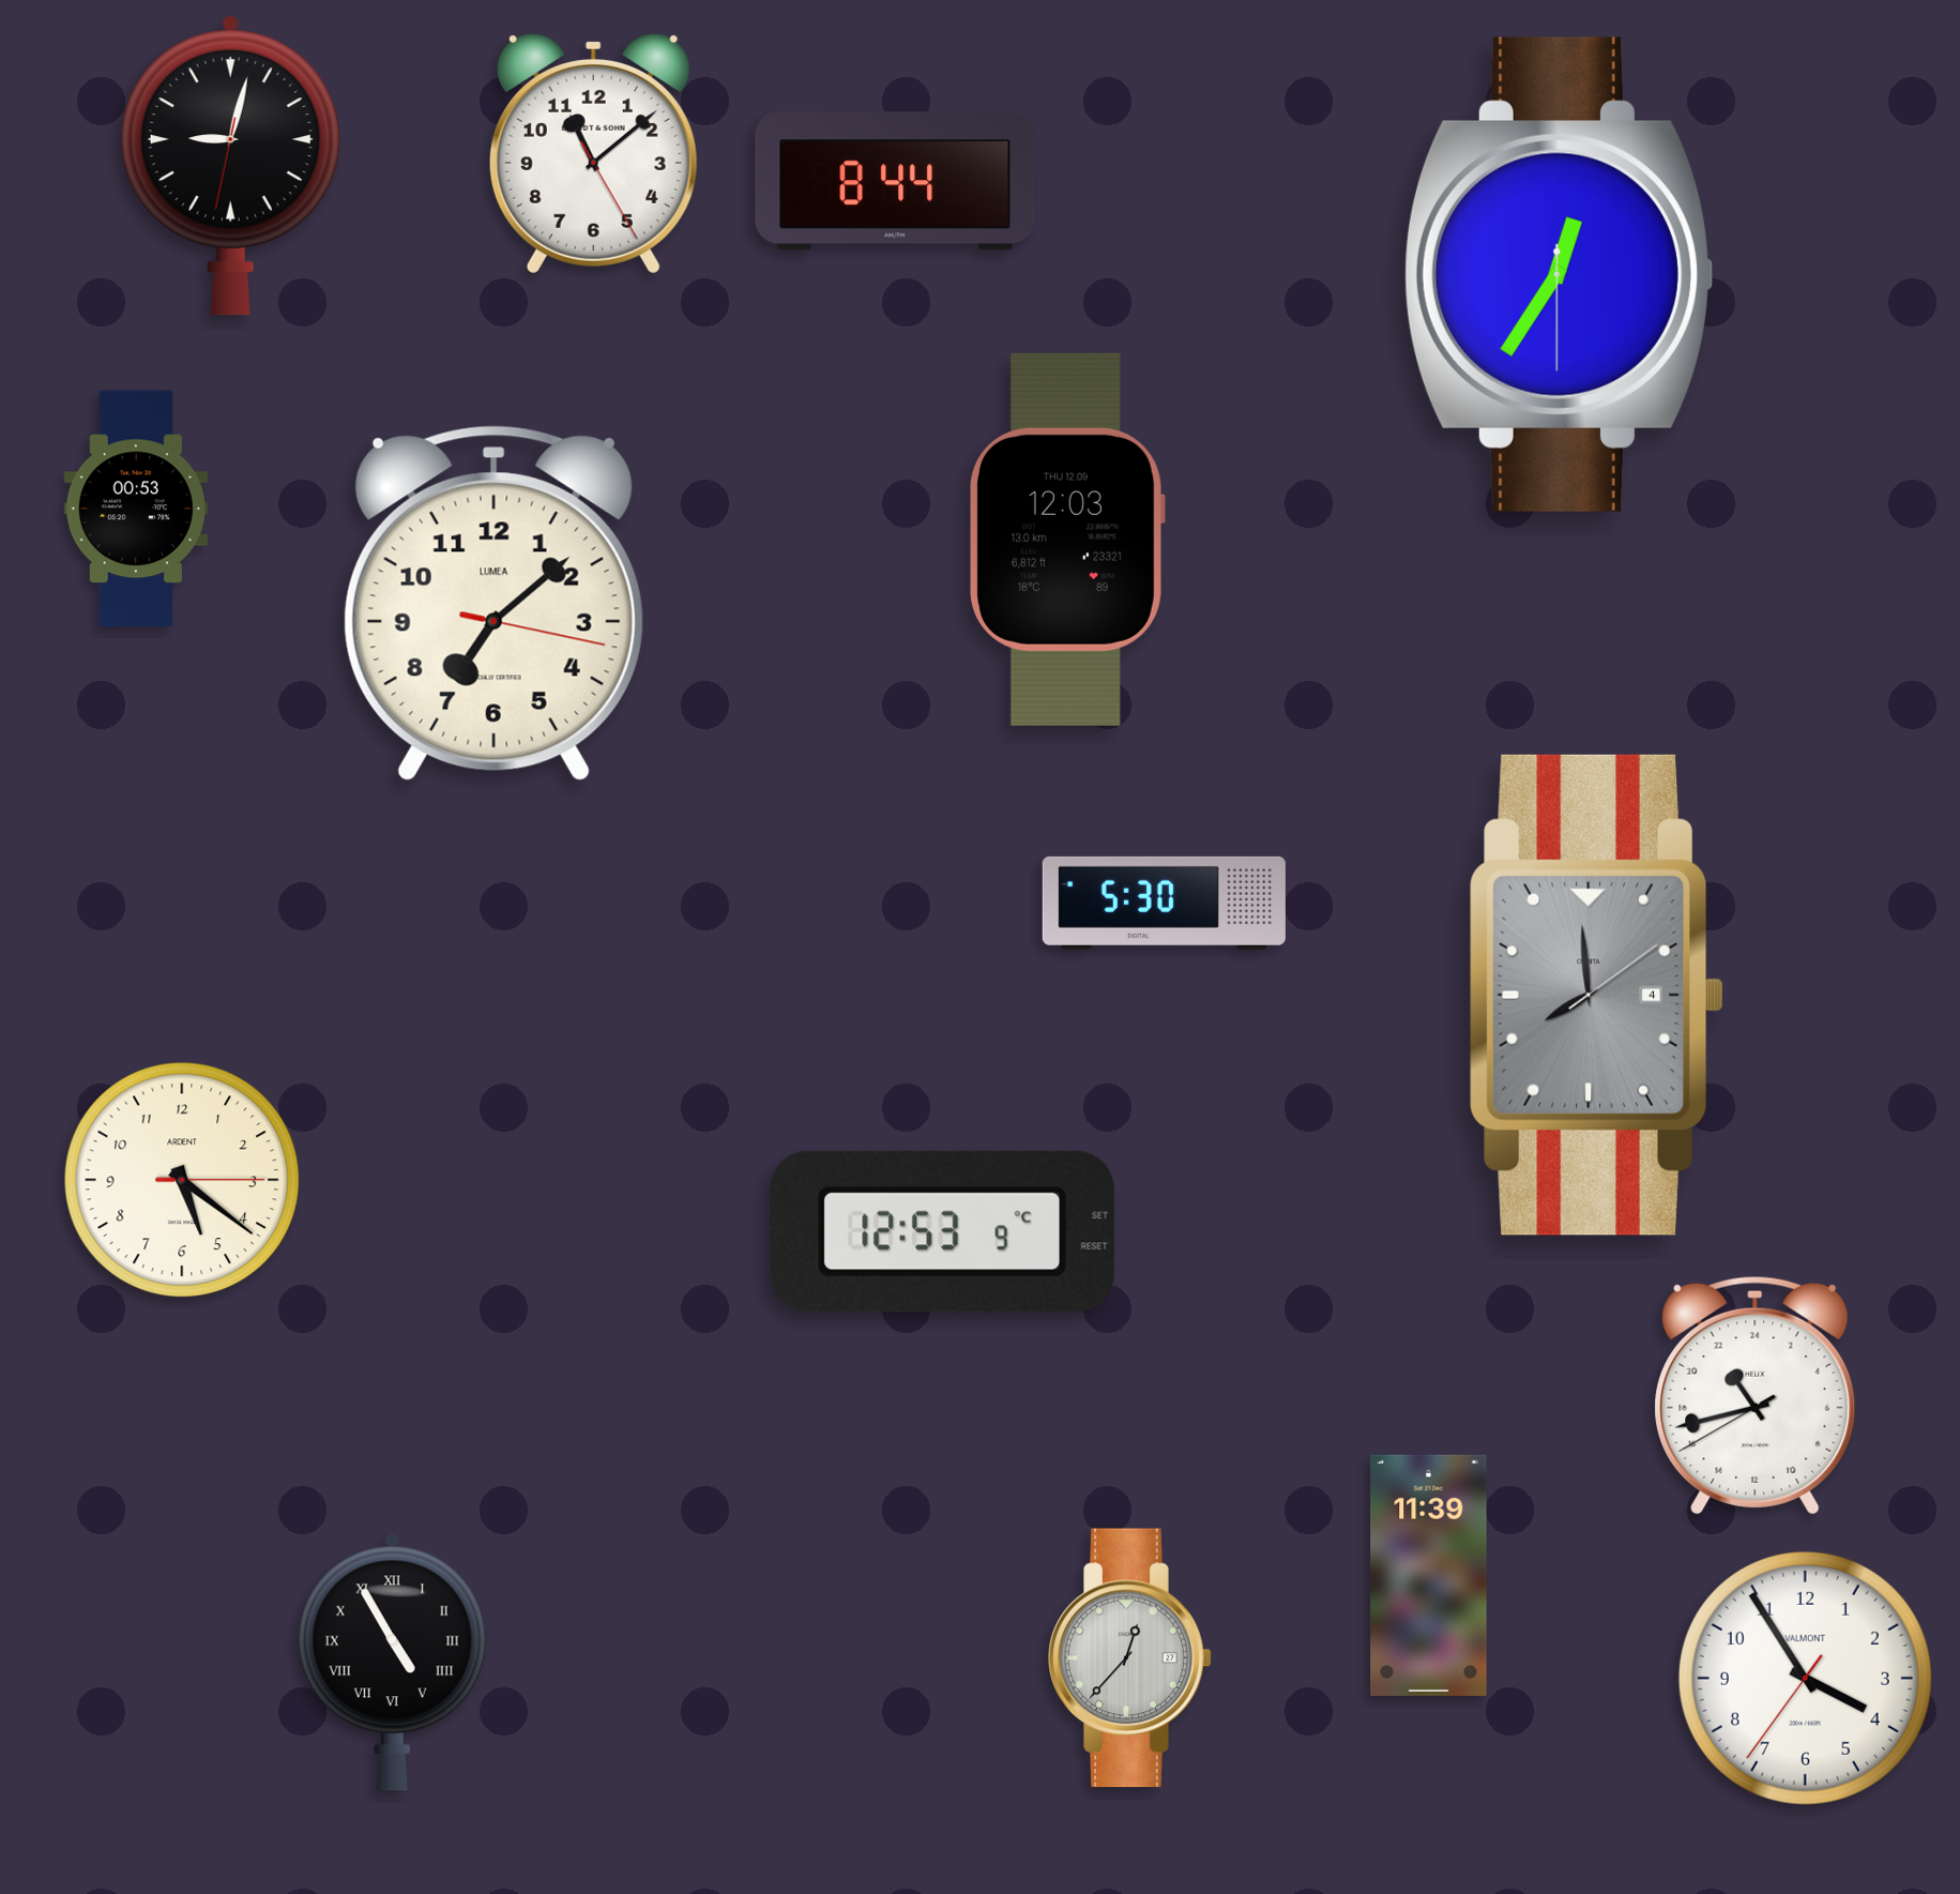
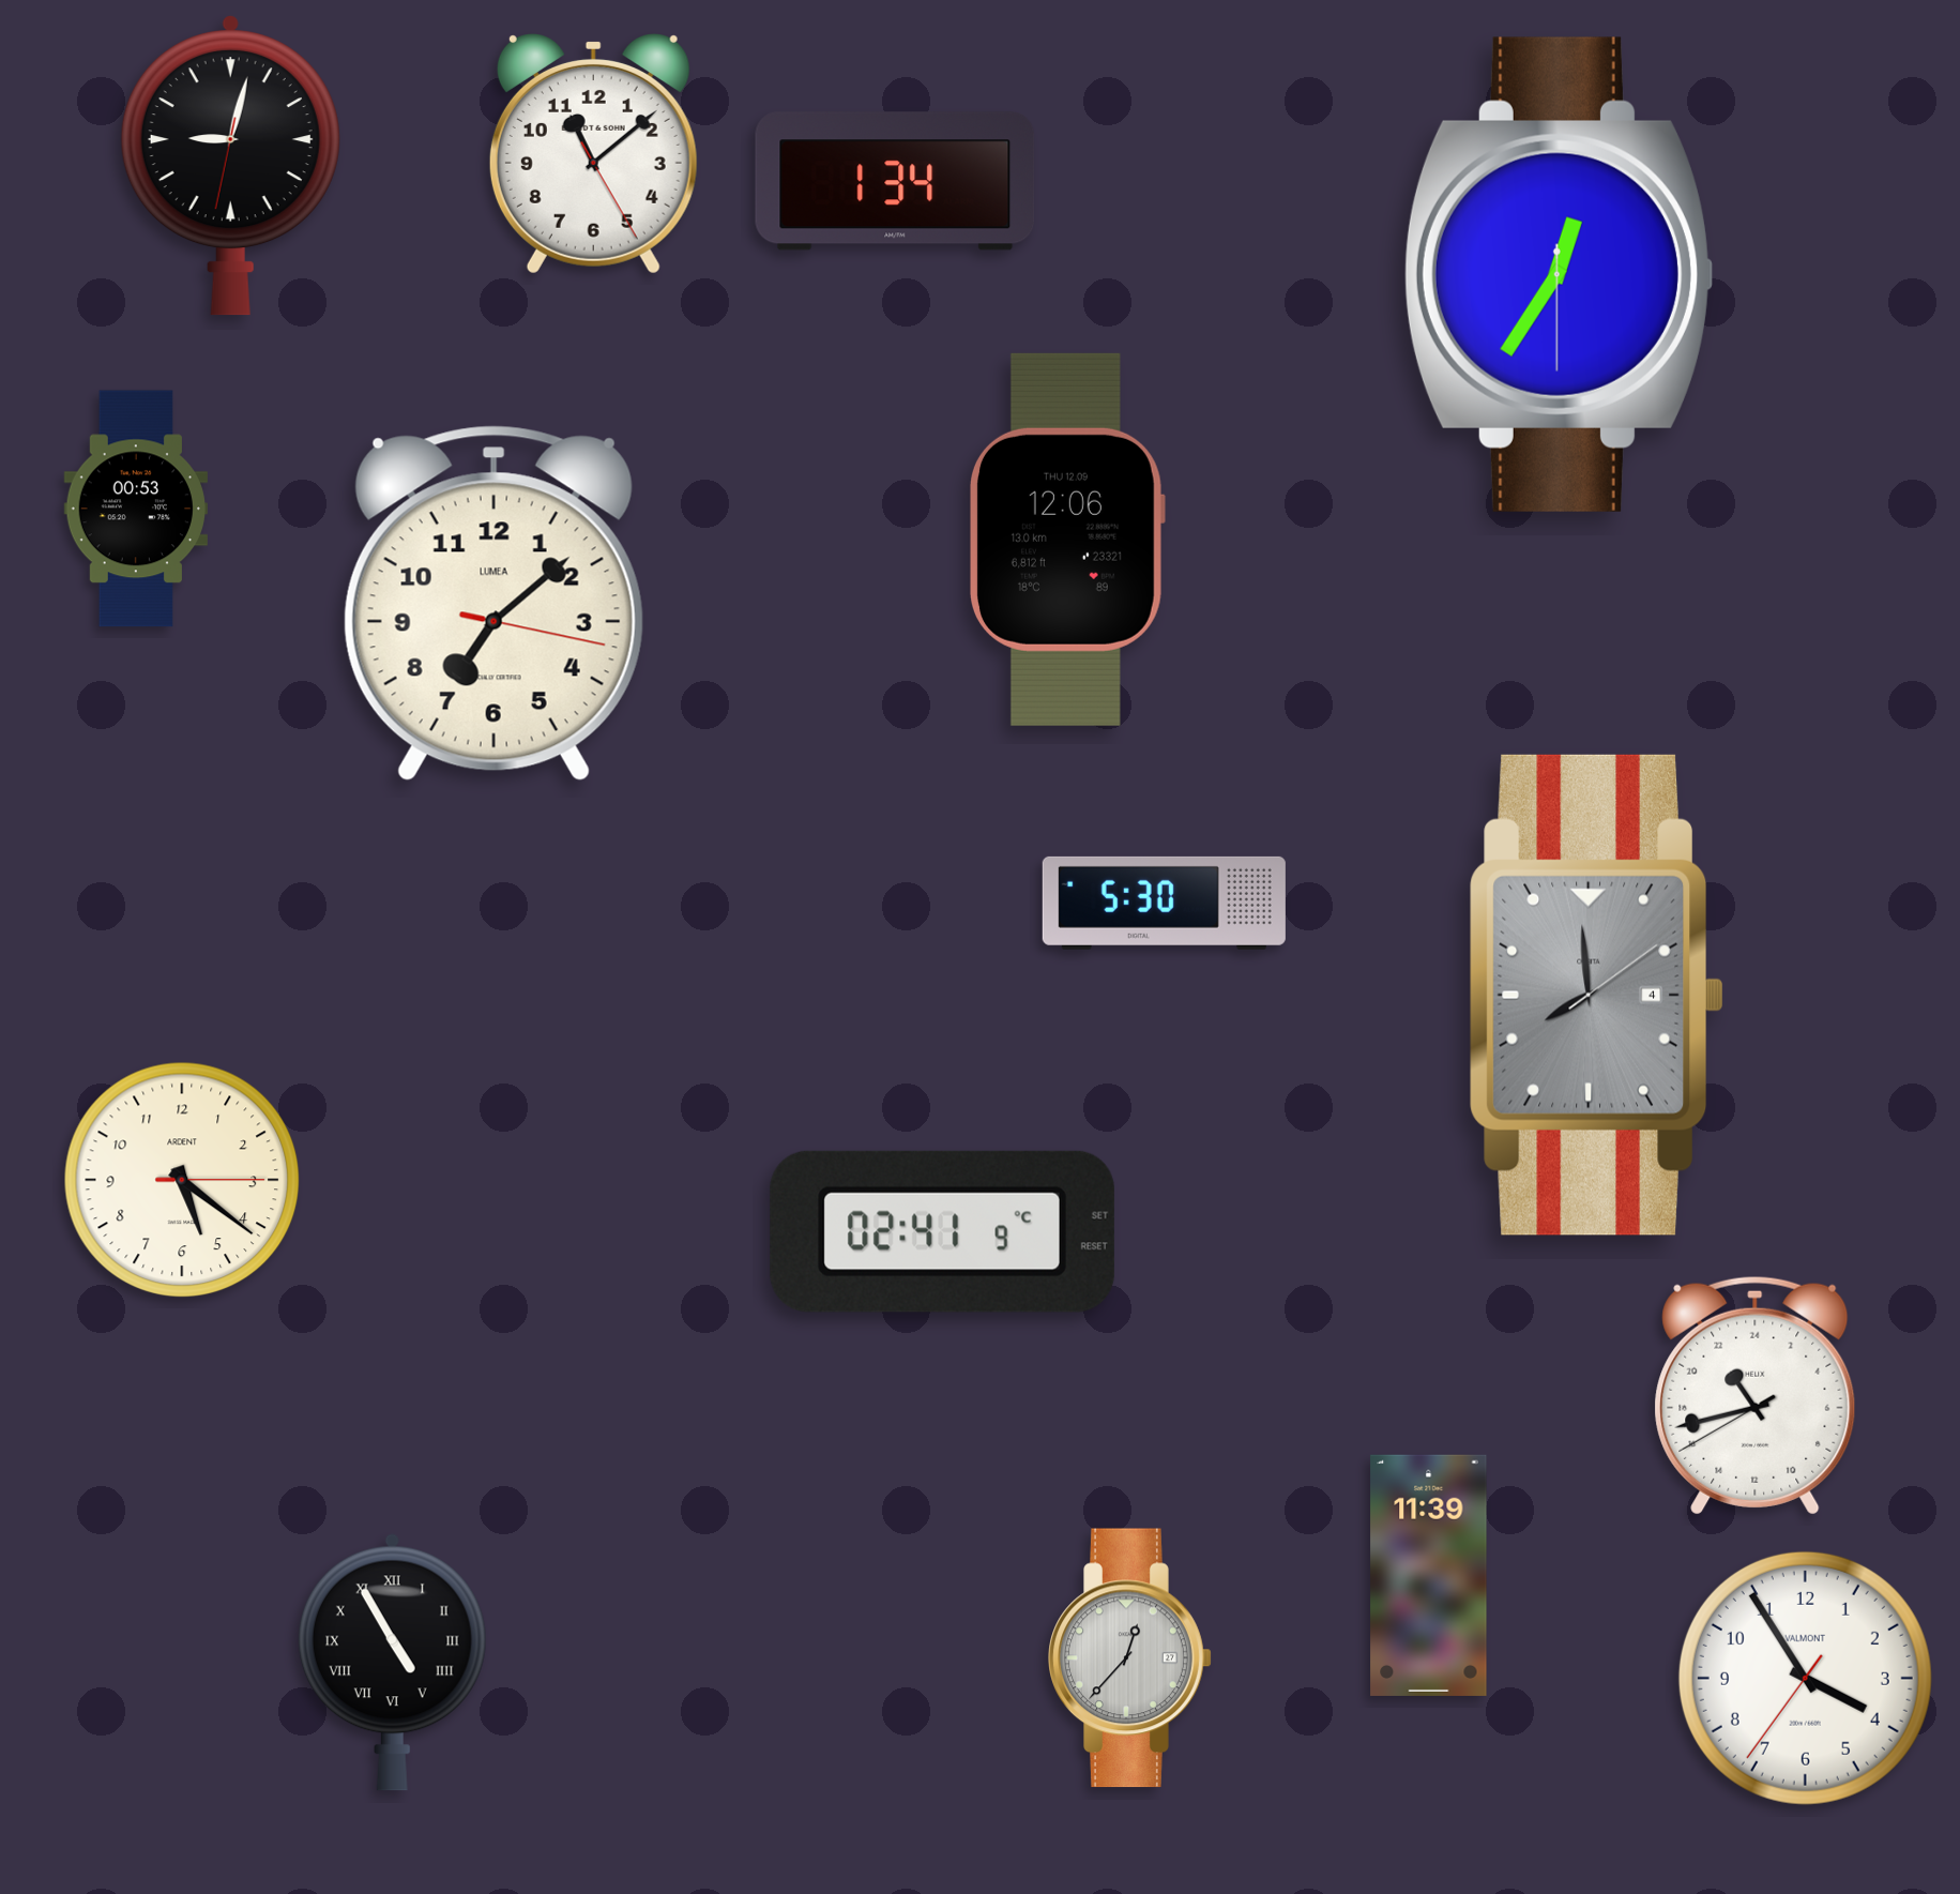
clock at (895, 181): 8:44 -> 1:34
clock at (1067, 540): 12:03 -> 12:06
clock at (942, 1231): 12:53 -> 02:41
